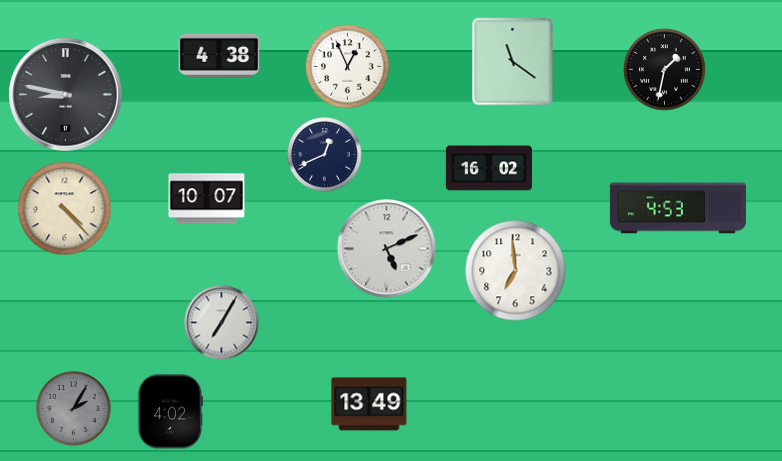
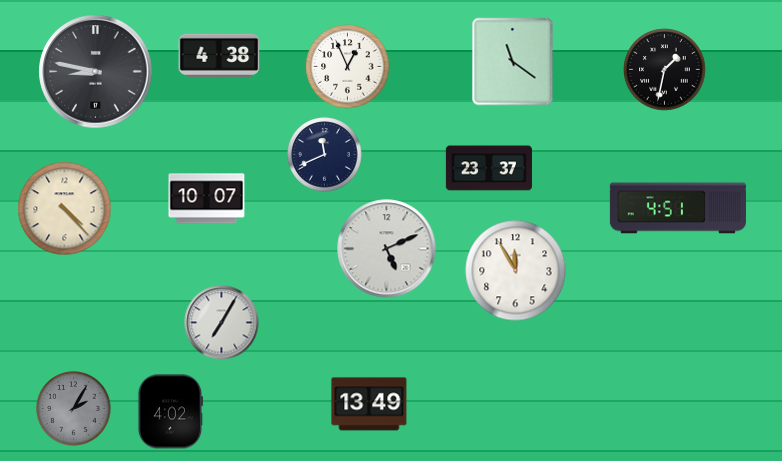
clock at (66, 95) position: (66, 95) -> (96, 72)
clock at (325, 155): 12:41 -> 11:41
clock at (489, 168): 16:02 -> 23:37
clock at (678, 208): 4:53 -> 4:51
clock at (516, 271): 6:59 -> 11:55
